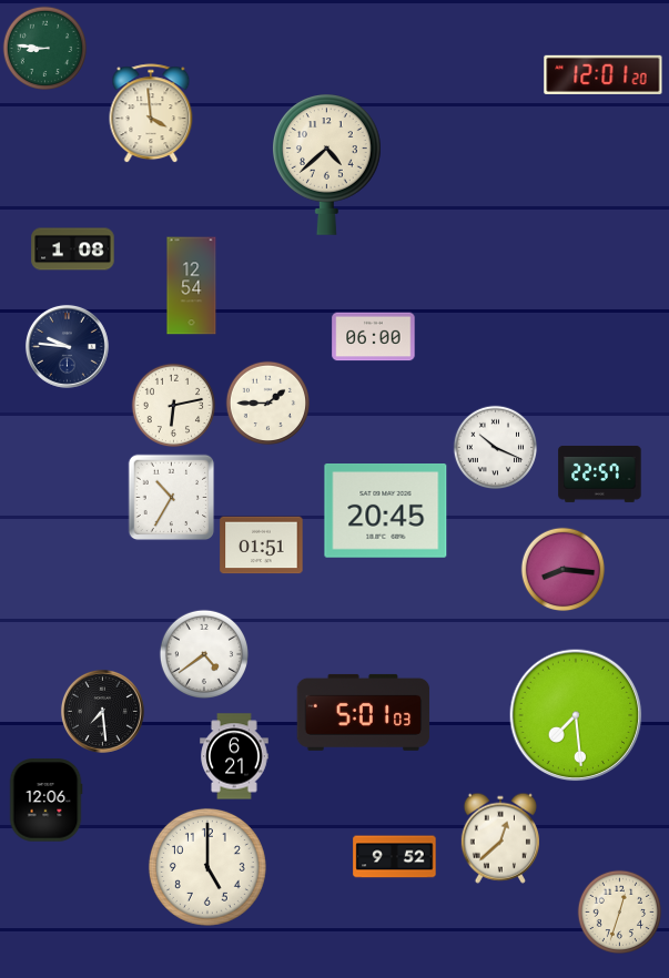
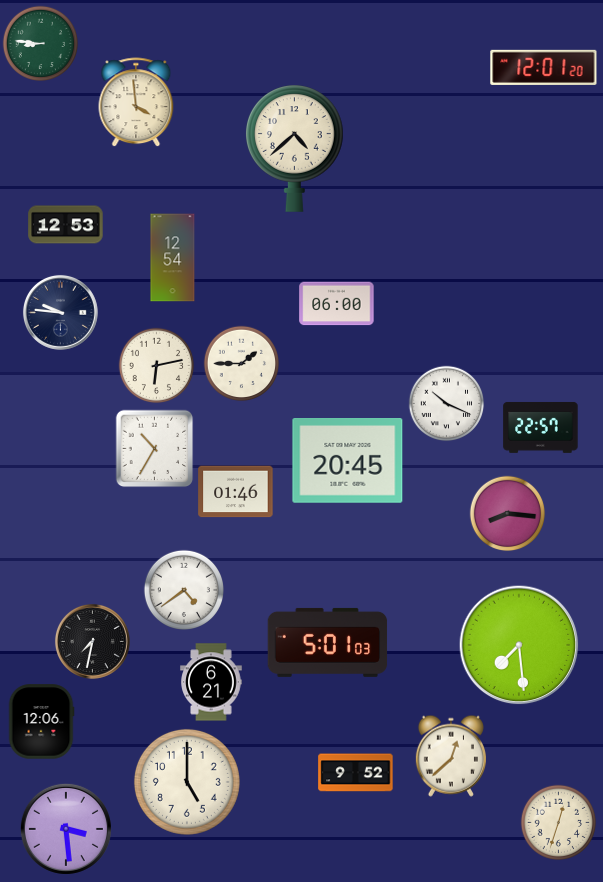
clock at (73, 249): 1:08 -> 12:53
clock at (262, 546): 01:51 -> 01:46
clock at (102, 711): 7:29 -> 7:32
clock at (66, 829): none -> 3:29
